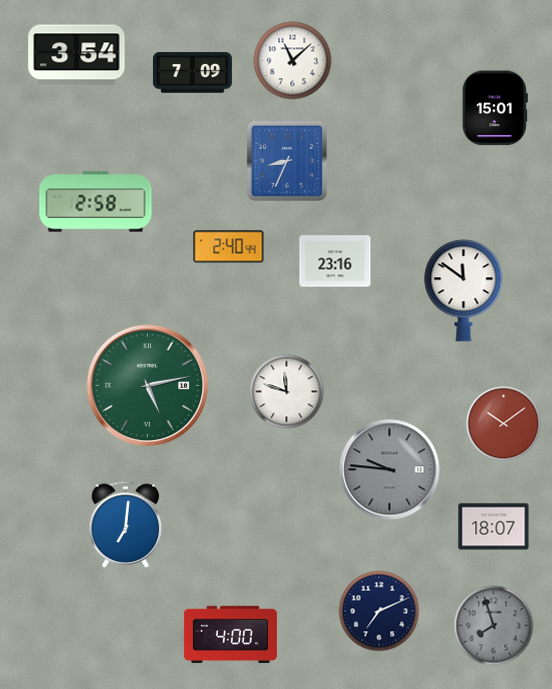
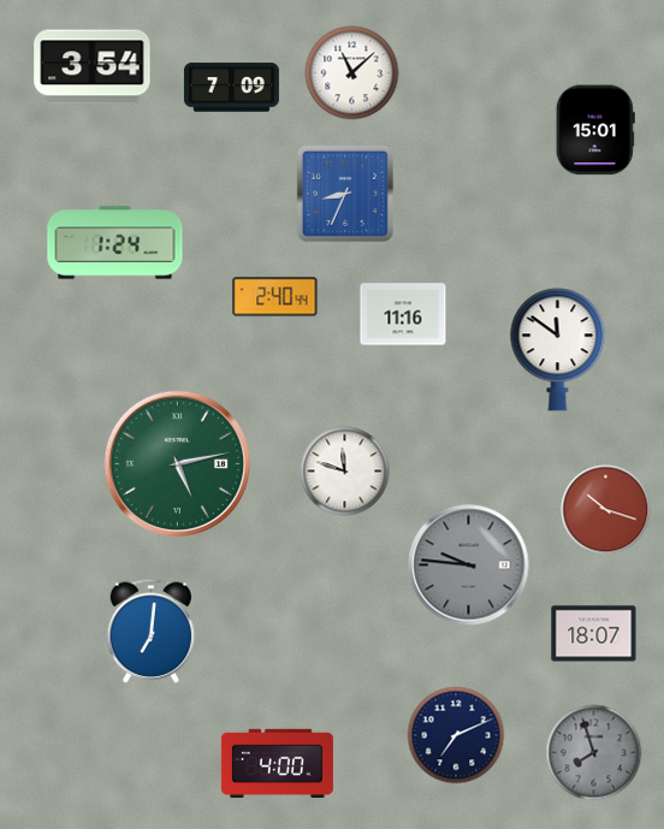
clock at (96, 202): 2:58 -> 1:24
clock at (335, 261): 23:16 -> 11:16
clock at (504, 424): 10:09 -> 10:18
